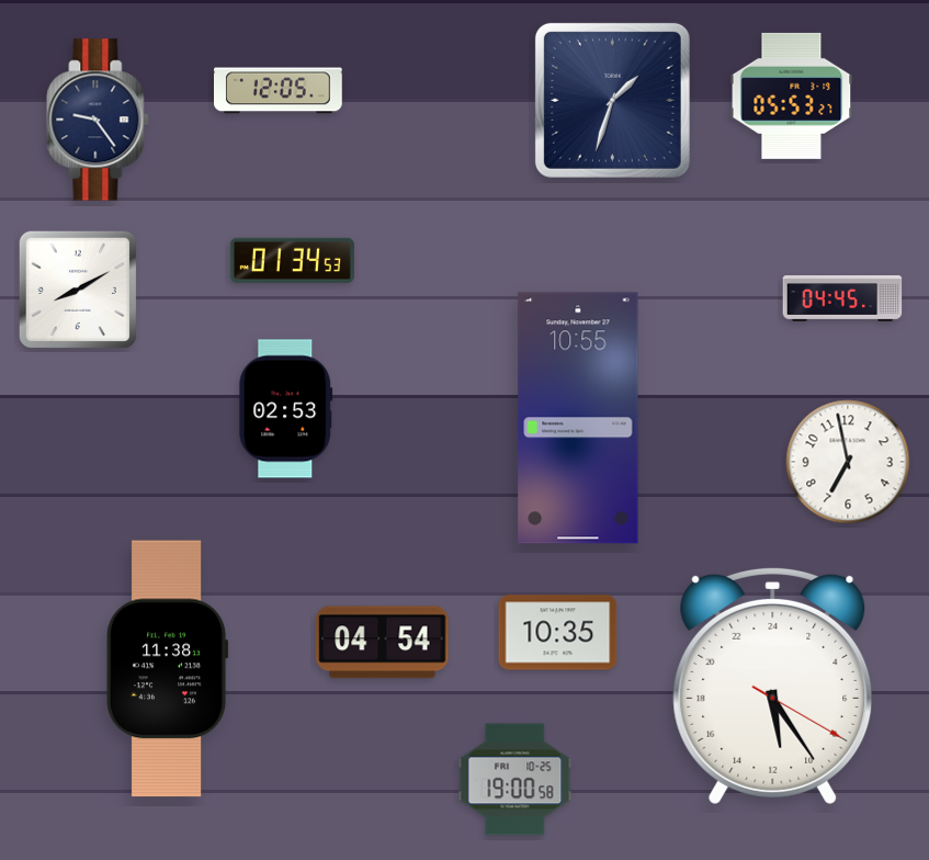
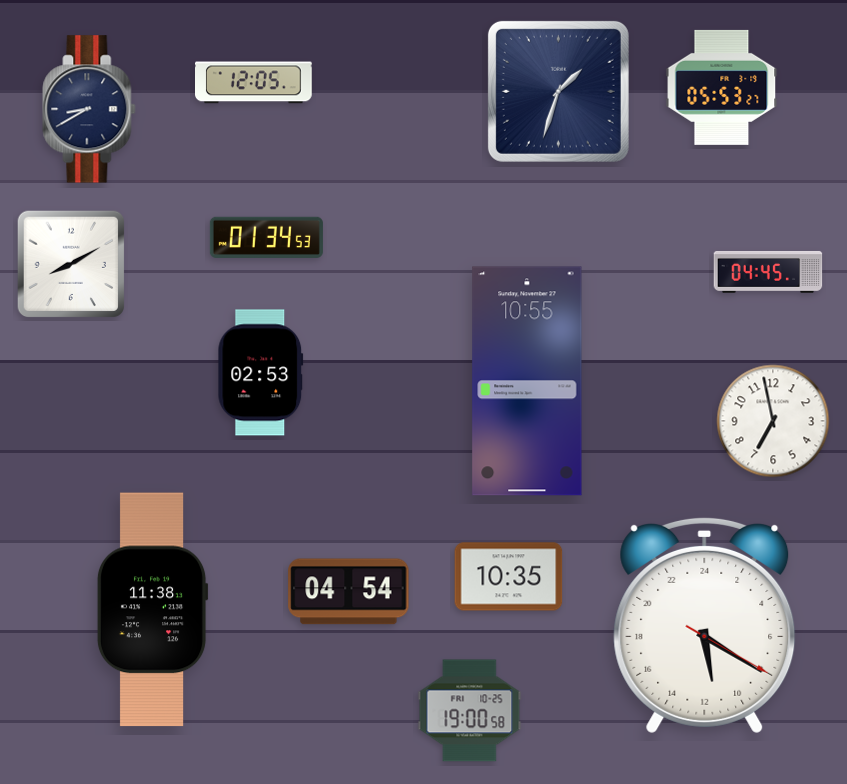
clock at (98, 120): 9:24 -> 8:40
clock at (383, 643) position: (383, 643) -> (349, 592)
clock at (773, 686): 11:24 -> 11:20
